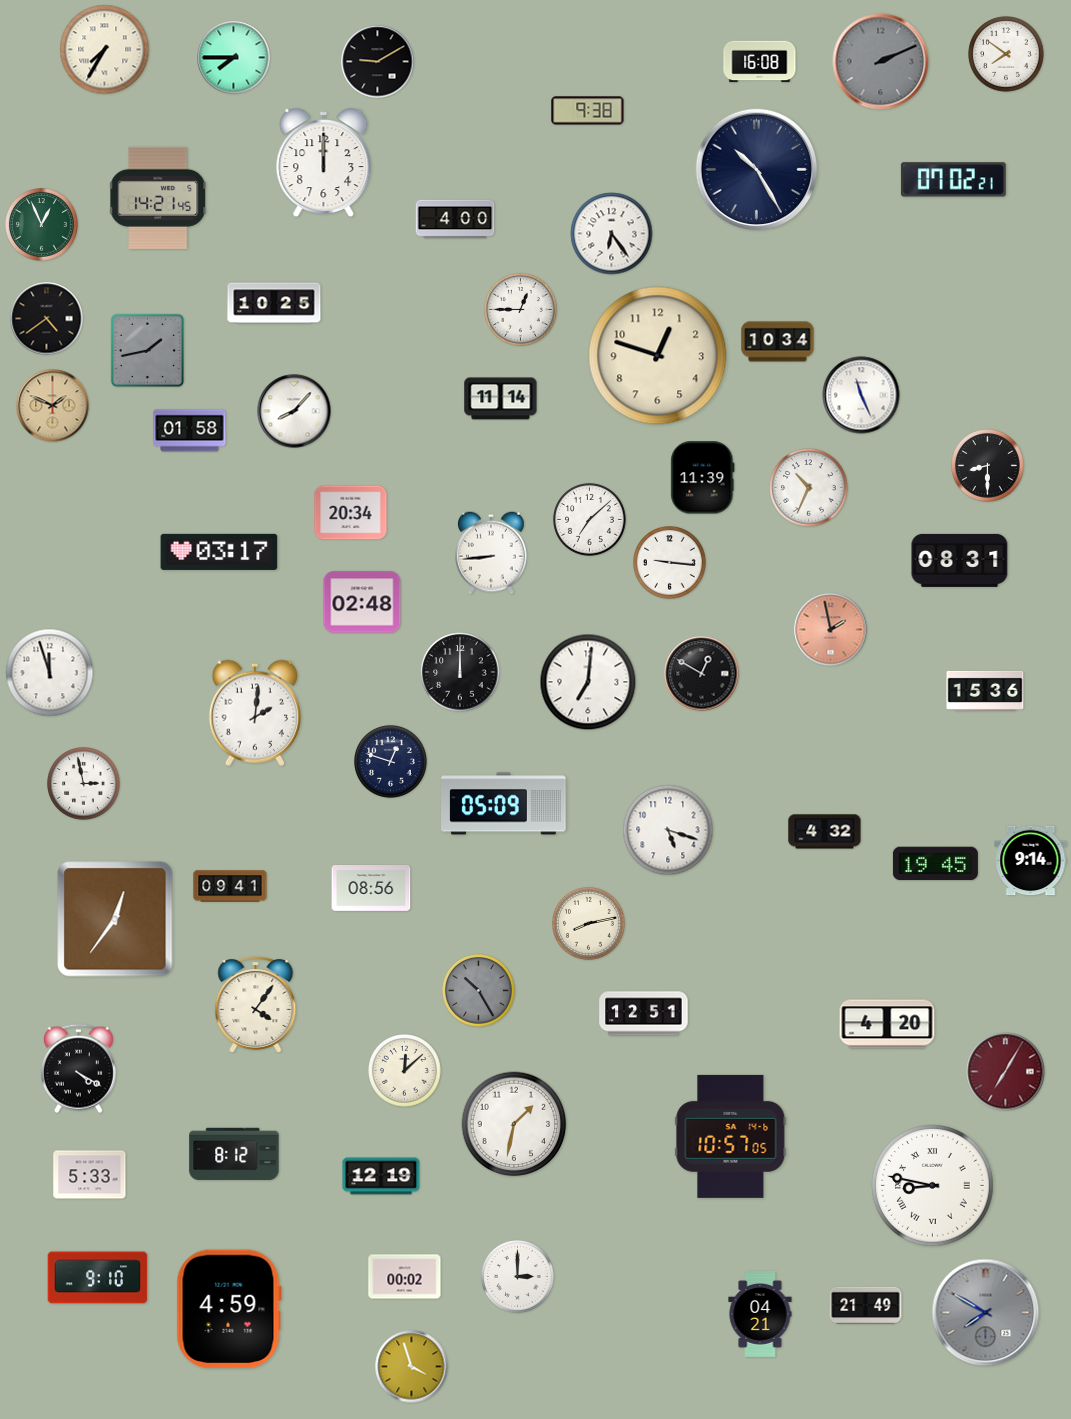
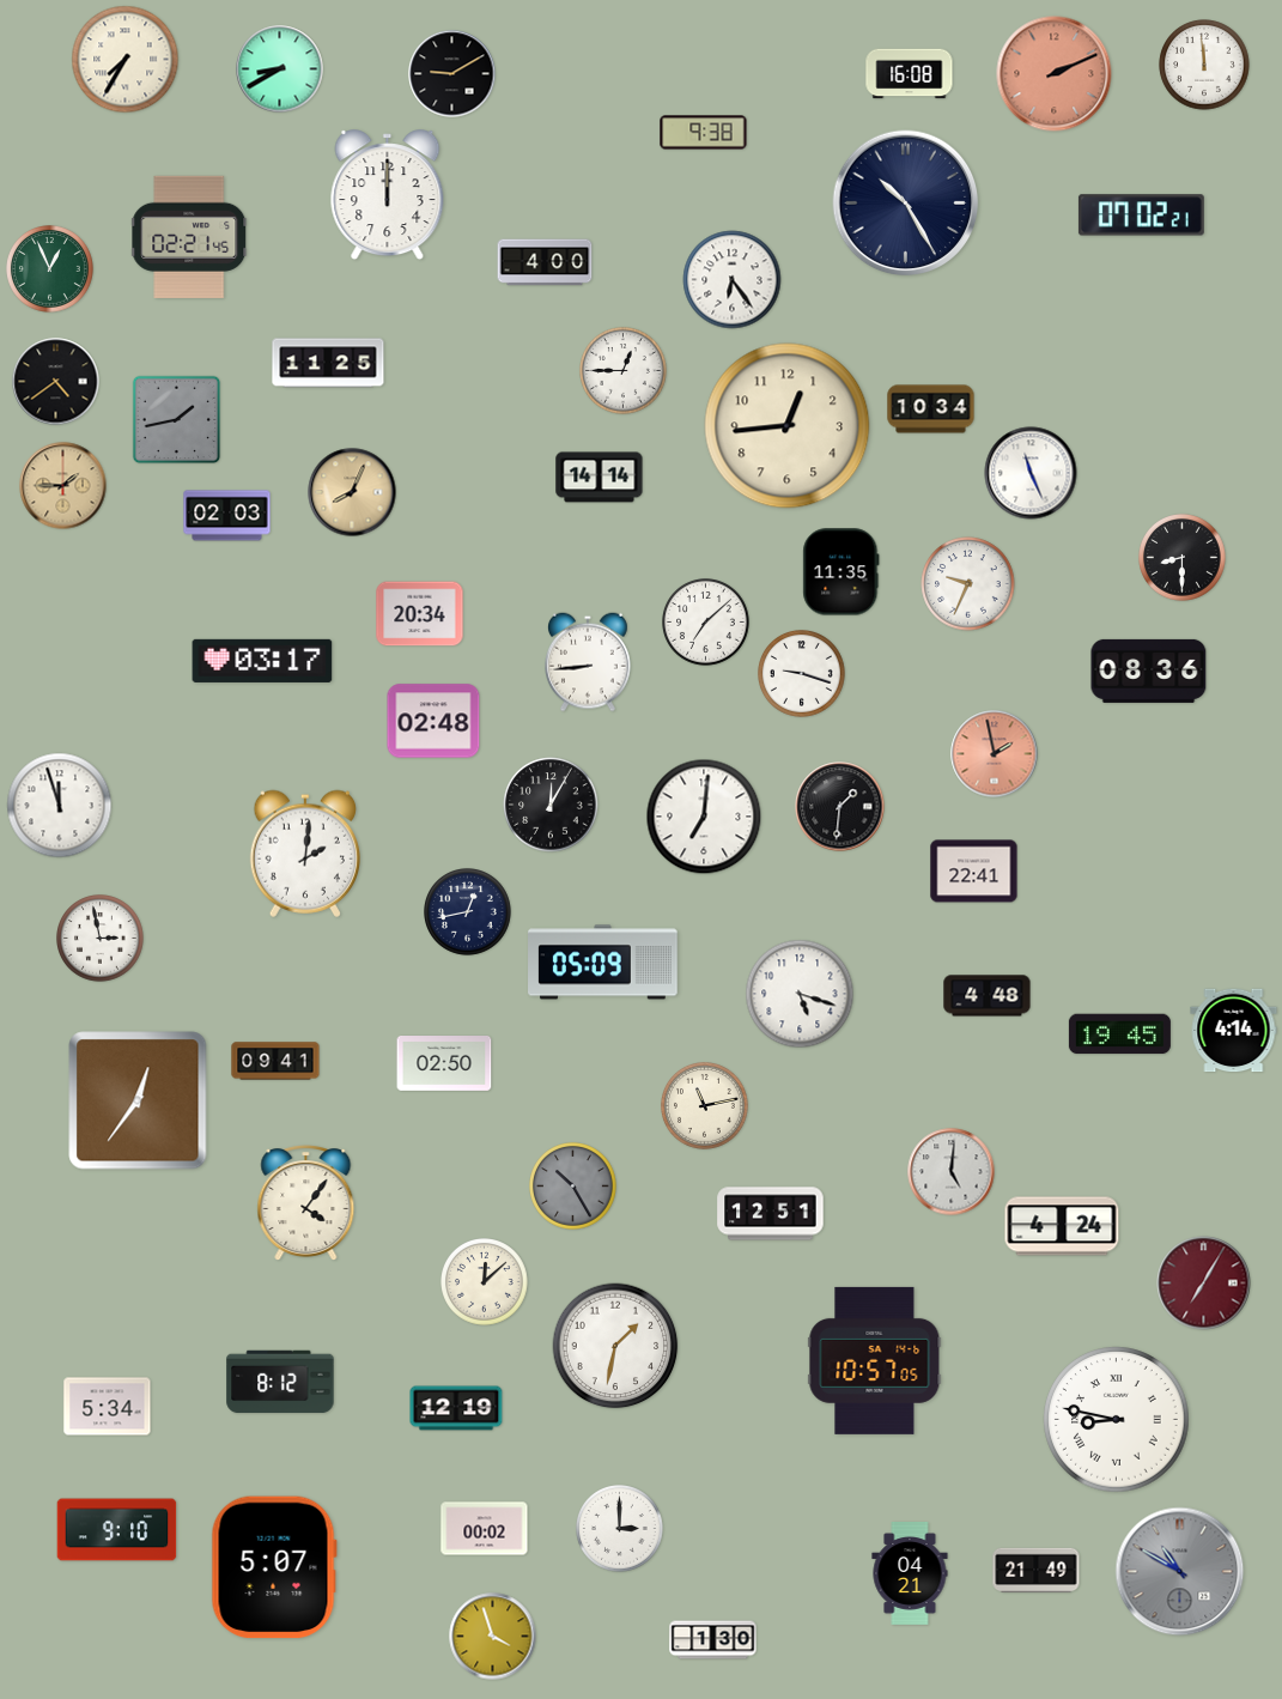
clock at (1006, 54): 7:51 -> 11:59
clock at (234, 58): 7:45 -> 8:40
clock at (881, 62) dial: grey -> salmon
clock at (159, 198): 14:21 -> 02:21
clock at (274, 303): 10:25 -> 11:25
clock at (658, 356): 12:48 -> 12:44
clock at (501, 399): 11:14 -> 14:14
clock at (53, 406): 1:49 -> 1:45
clock at (294, 411): 8:07 -> 8:04
clock at (294, 411) dial: white -> champagne
clock at (190, 431): 01:58 -> 02:03
clock at (703, 478): 11:39 -> 11:35
clock at (809, 488): 10:34 -> 9:34
clock at (960, 560): 08:31 -> 08:36
clock at (670, 563): 9:16 -> 9:18
clock at (460, 672): 12:00 -> 12:05
clock at (702, 674): 12:50 -> 1:31
clock at (985, 691): 15:36 -> none
clock at (974, 872): none -> 22:41
clock at (391, 762): 12:48 -> 12:43
clock at (825, 832): 4:32 -> 4:48
clock at (1031, 861): 9:14 -> 4:14
clock at (371, 889): 08:56 -> 02:50
clock at (589, 924): 8:13 -> 11:13
clock at (952, 1172): none -> 5:01
clock at (887, 1024): 4:20 -> 4:24
clock at (78, 1069): 4:20 -> none
clock at (90, 1175): 5:33 -> 5:34
clock at (866, 1305) position: (866, 1305) -> (1037, 1570)
clock at (229, 1309): 4:59 -> 5:07
clock at (986, 1313): 7:50 -> 10:50
clock at (713, 1640): none -> 1:30
